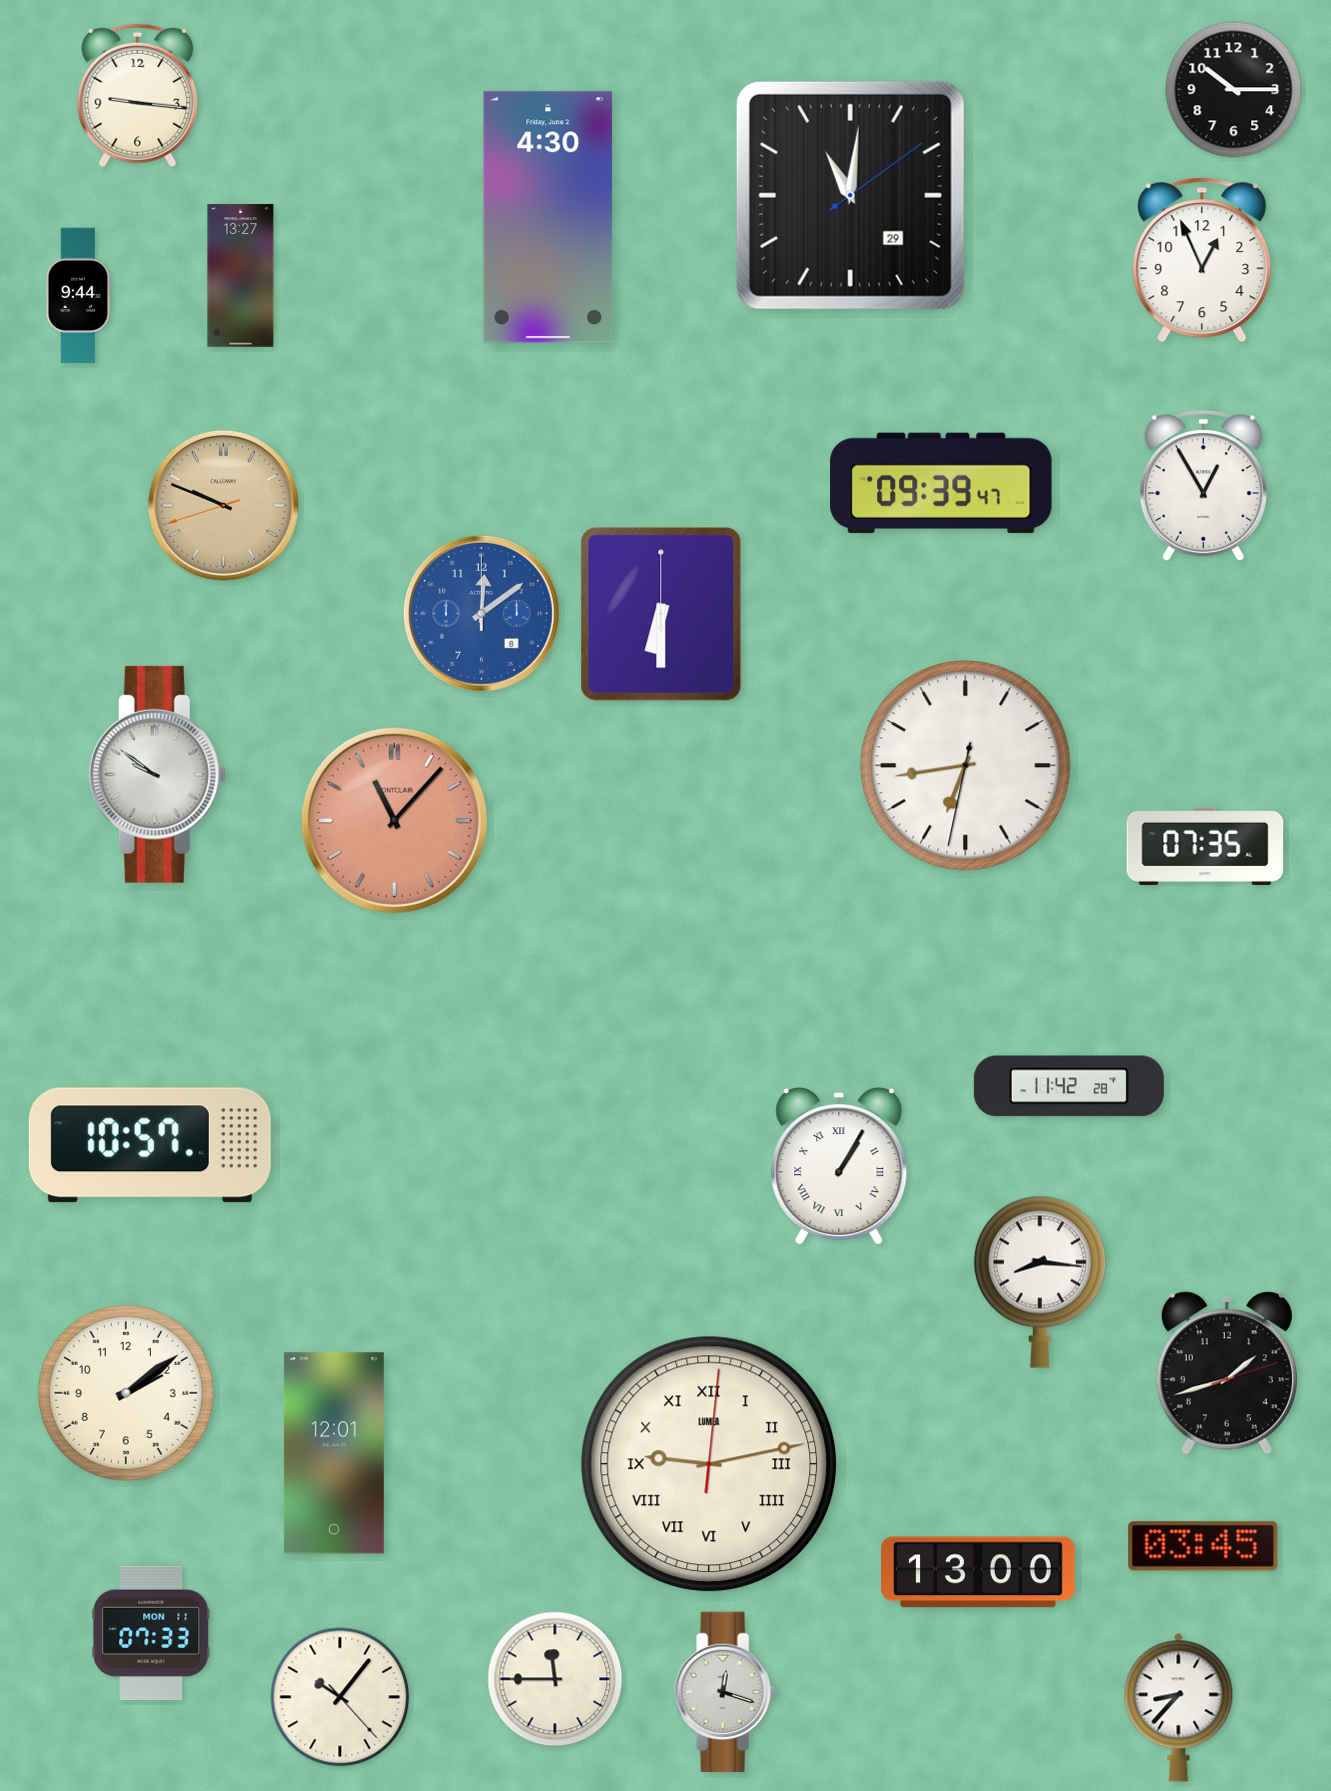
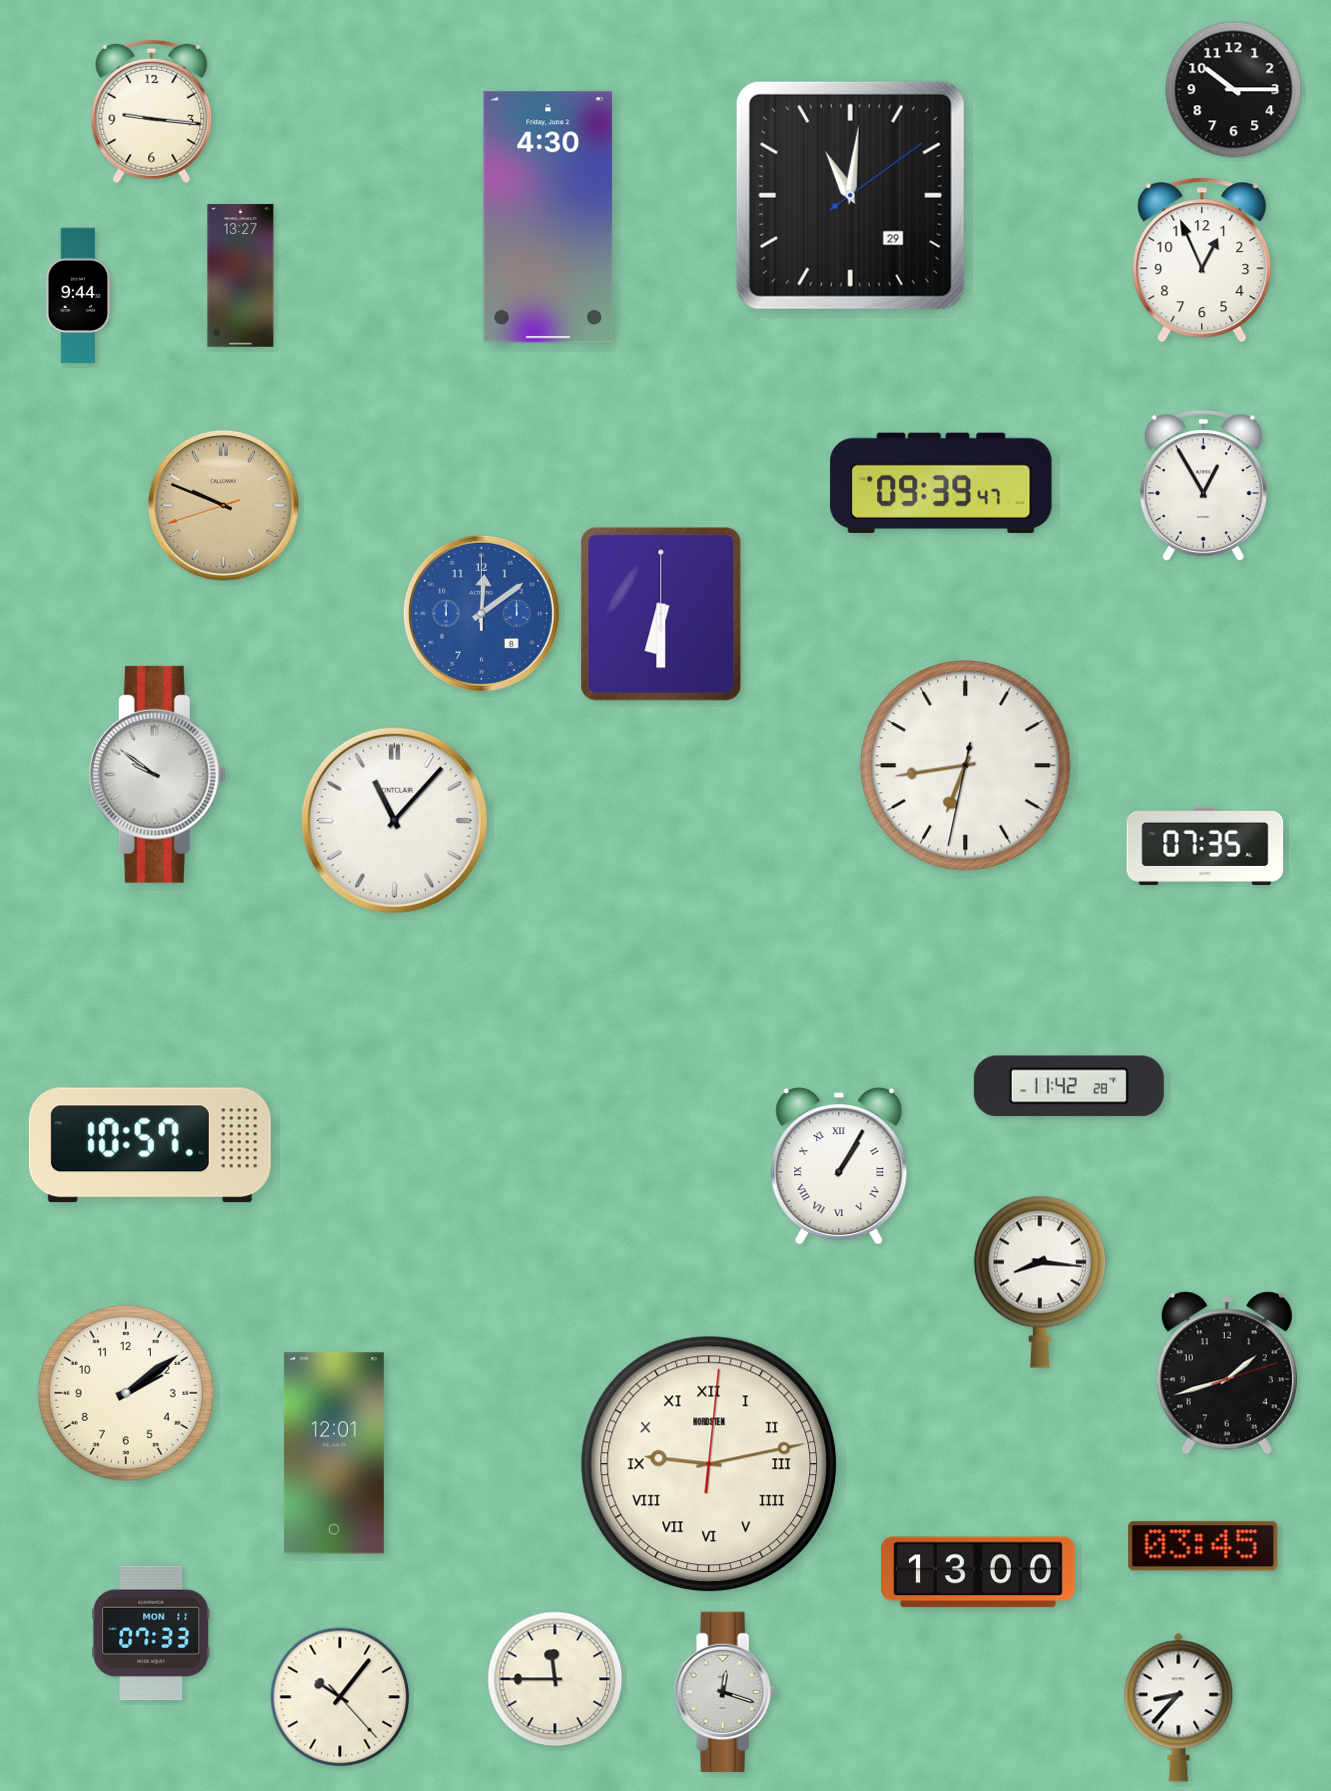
clock at (138, 96) position: (138, 96) -> (152, 112)
clock at (394, 820) dial: salmon -> white
clock at (709, 1464) brand: LUMEA -> NORDSTEN
